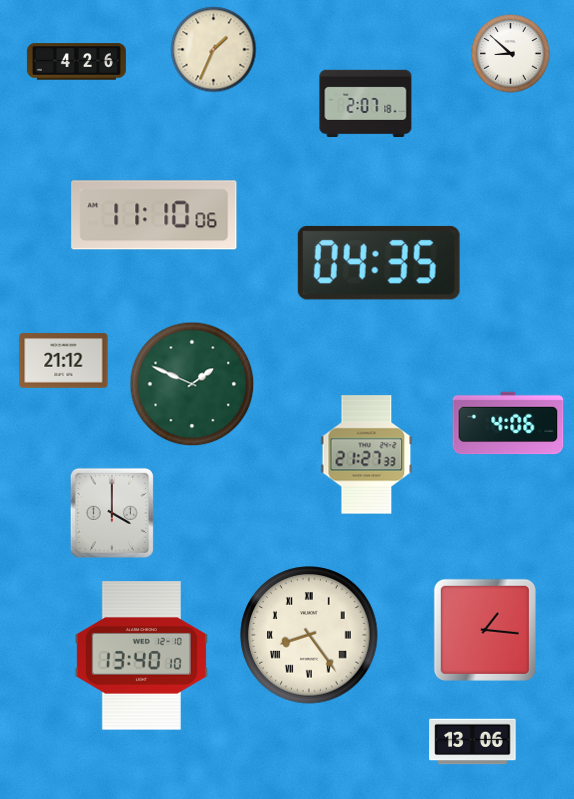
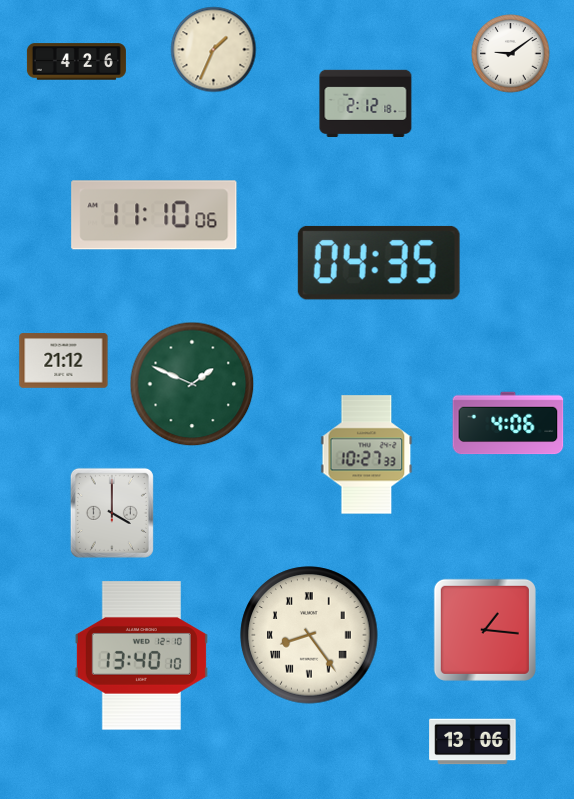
clock at (511, 54): 8:52 -> 9:09
clock at (366, 103): 2:07 -> 2:12
clock at (367, 455): 21:27 -> 10:27
